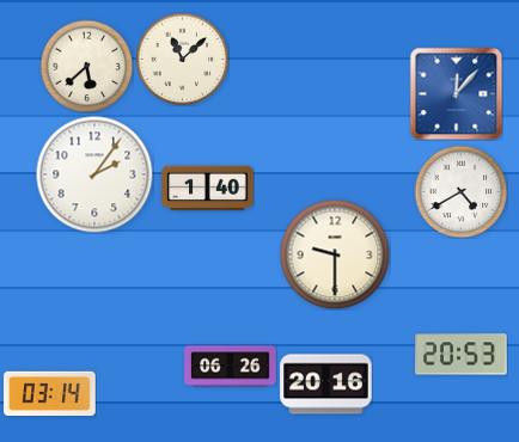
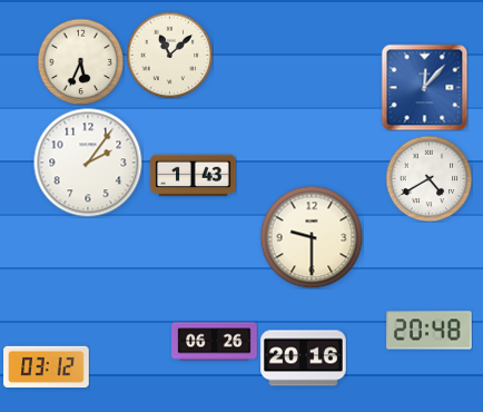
clock at (86, 66): 5:38 -> 5:34
clock at (208, 189): 1:40 -> 1:43
clock at (462, 355): 20:53 -> 20:48
clock at (50, 393): 03:14 -> 03:12
